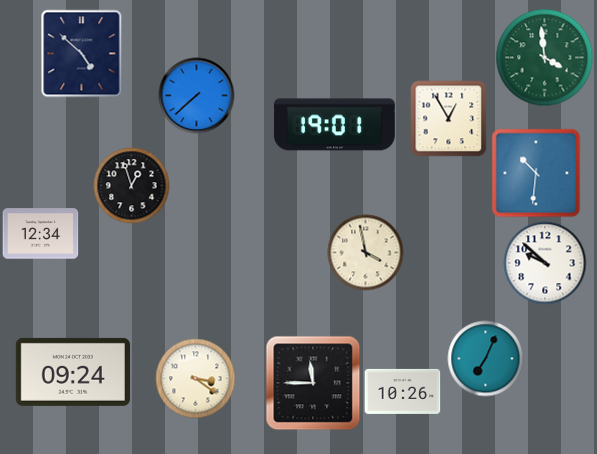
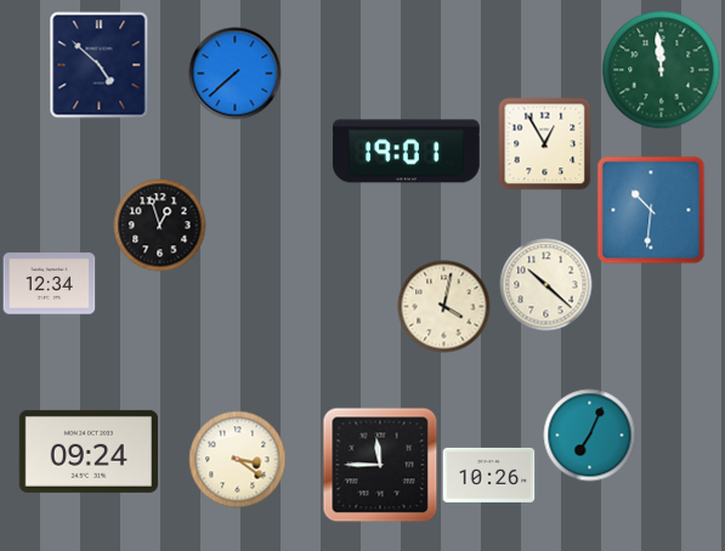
clock at (545, 58): 3:59 -> 11:59
clock at (197, 96) position: (197, 96) -> (236, 74)
clock at (546, 285): none -> 10:22
clock at (366, 253): 3:58 -> 4:02
clock at (545, 263): 9:52 -> none
